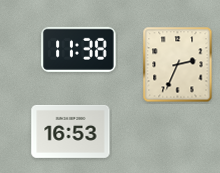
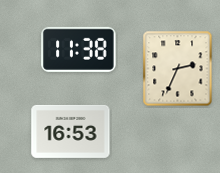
clock at (178, 65) position: (178, 65) -> (178, 69)
